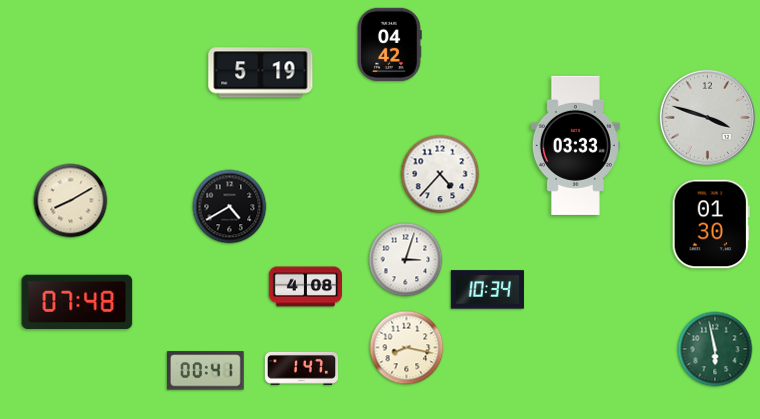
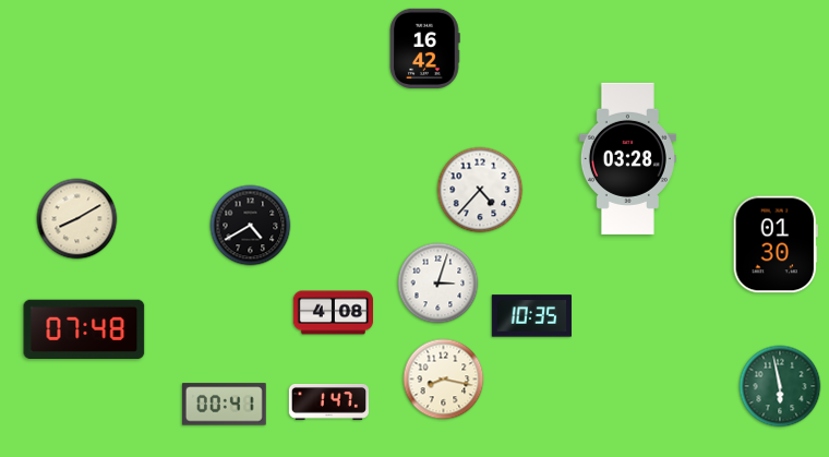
clock at (389, 44): 04:42 -> 16:42
clock at (261, 73): 5:19 -> none
clock at (707, 117): 3:48 -> none
clock at (575, 145): 03:33 -> 03:28
clock at (406, 260) position: (406, 260) -> (438, 284)
clock at (487, 290): 10:34 -> 10:35
clock at (715, 349) position: (715, 349) -> (780, 386)
